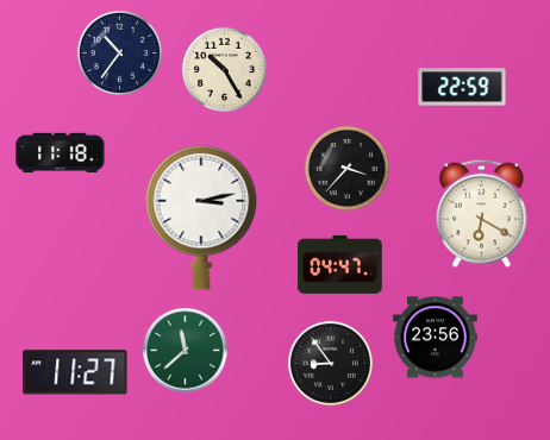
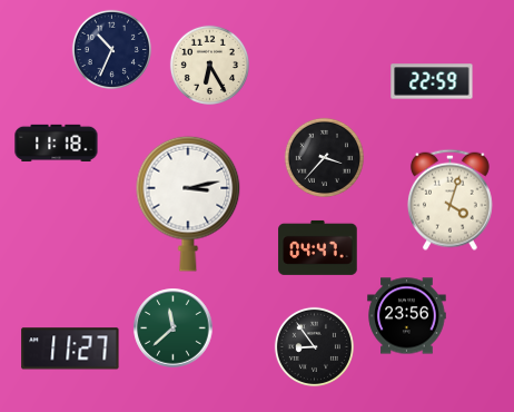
clock at (119, 52): 10:36 -> 10:34
clock at (224, 69): 10:25 -> 6:25
clock at (481, 213): 6:20 -> 4:03
clock at (330, 363) position: (330, 363) -> (314, 346)
